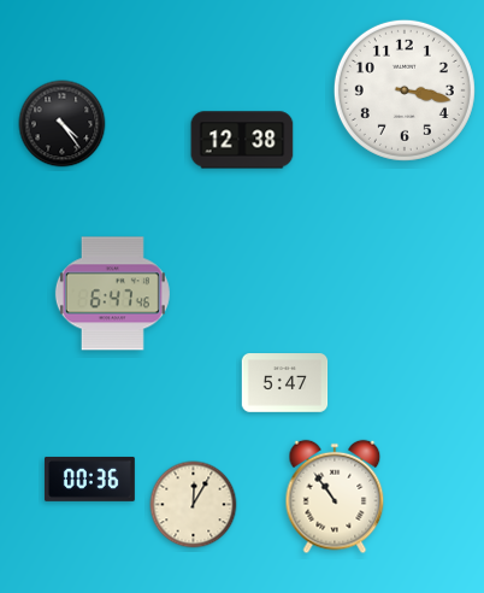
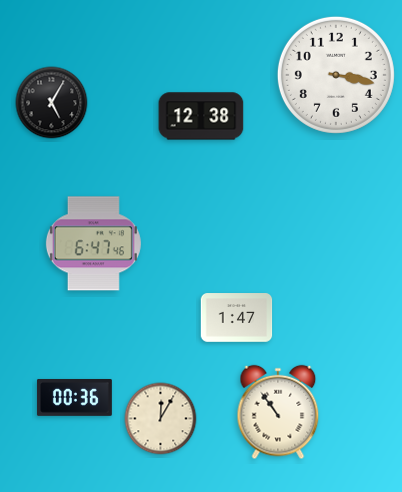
clock at (63, 124): 4:24 -> 5:05
clock at (285, 383): 5:47 -> 1:47
